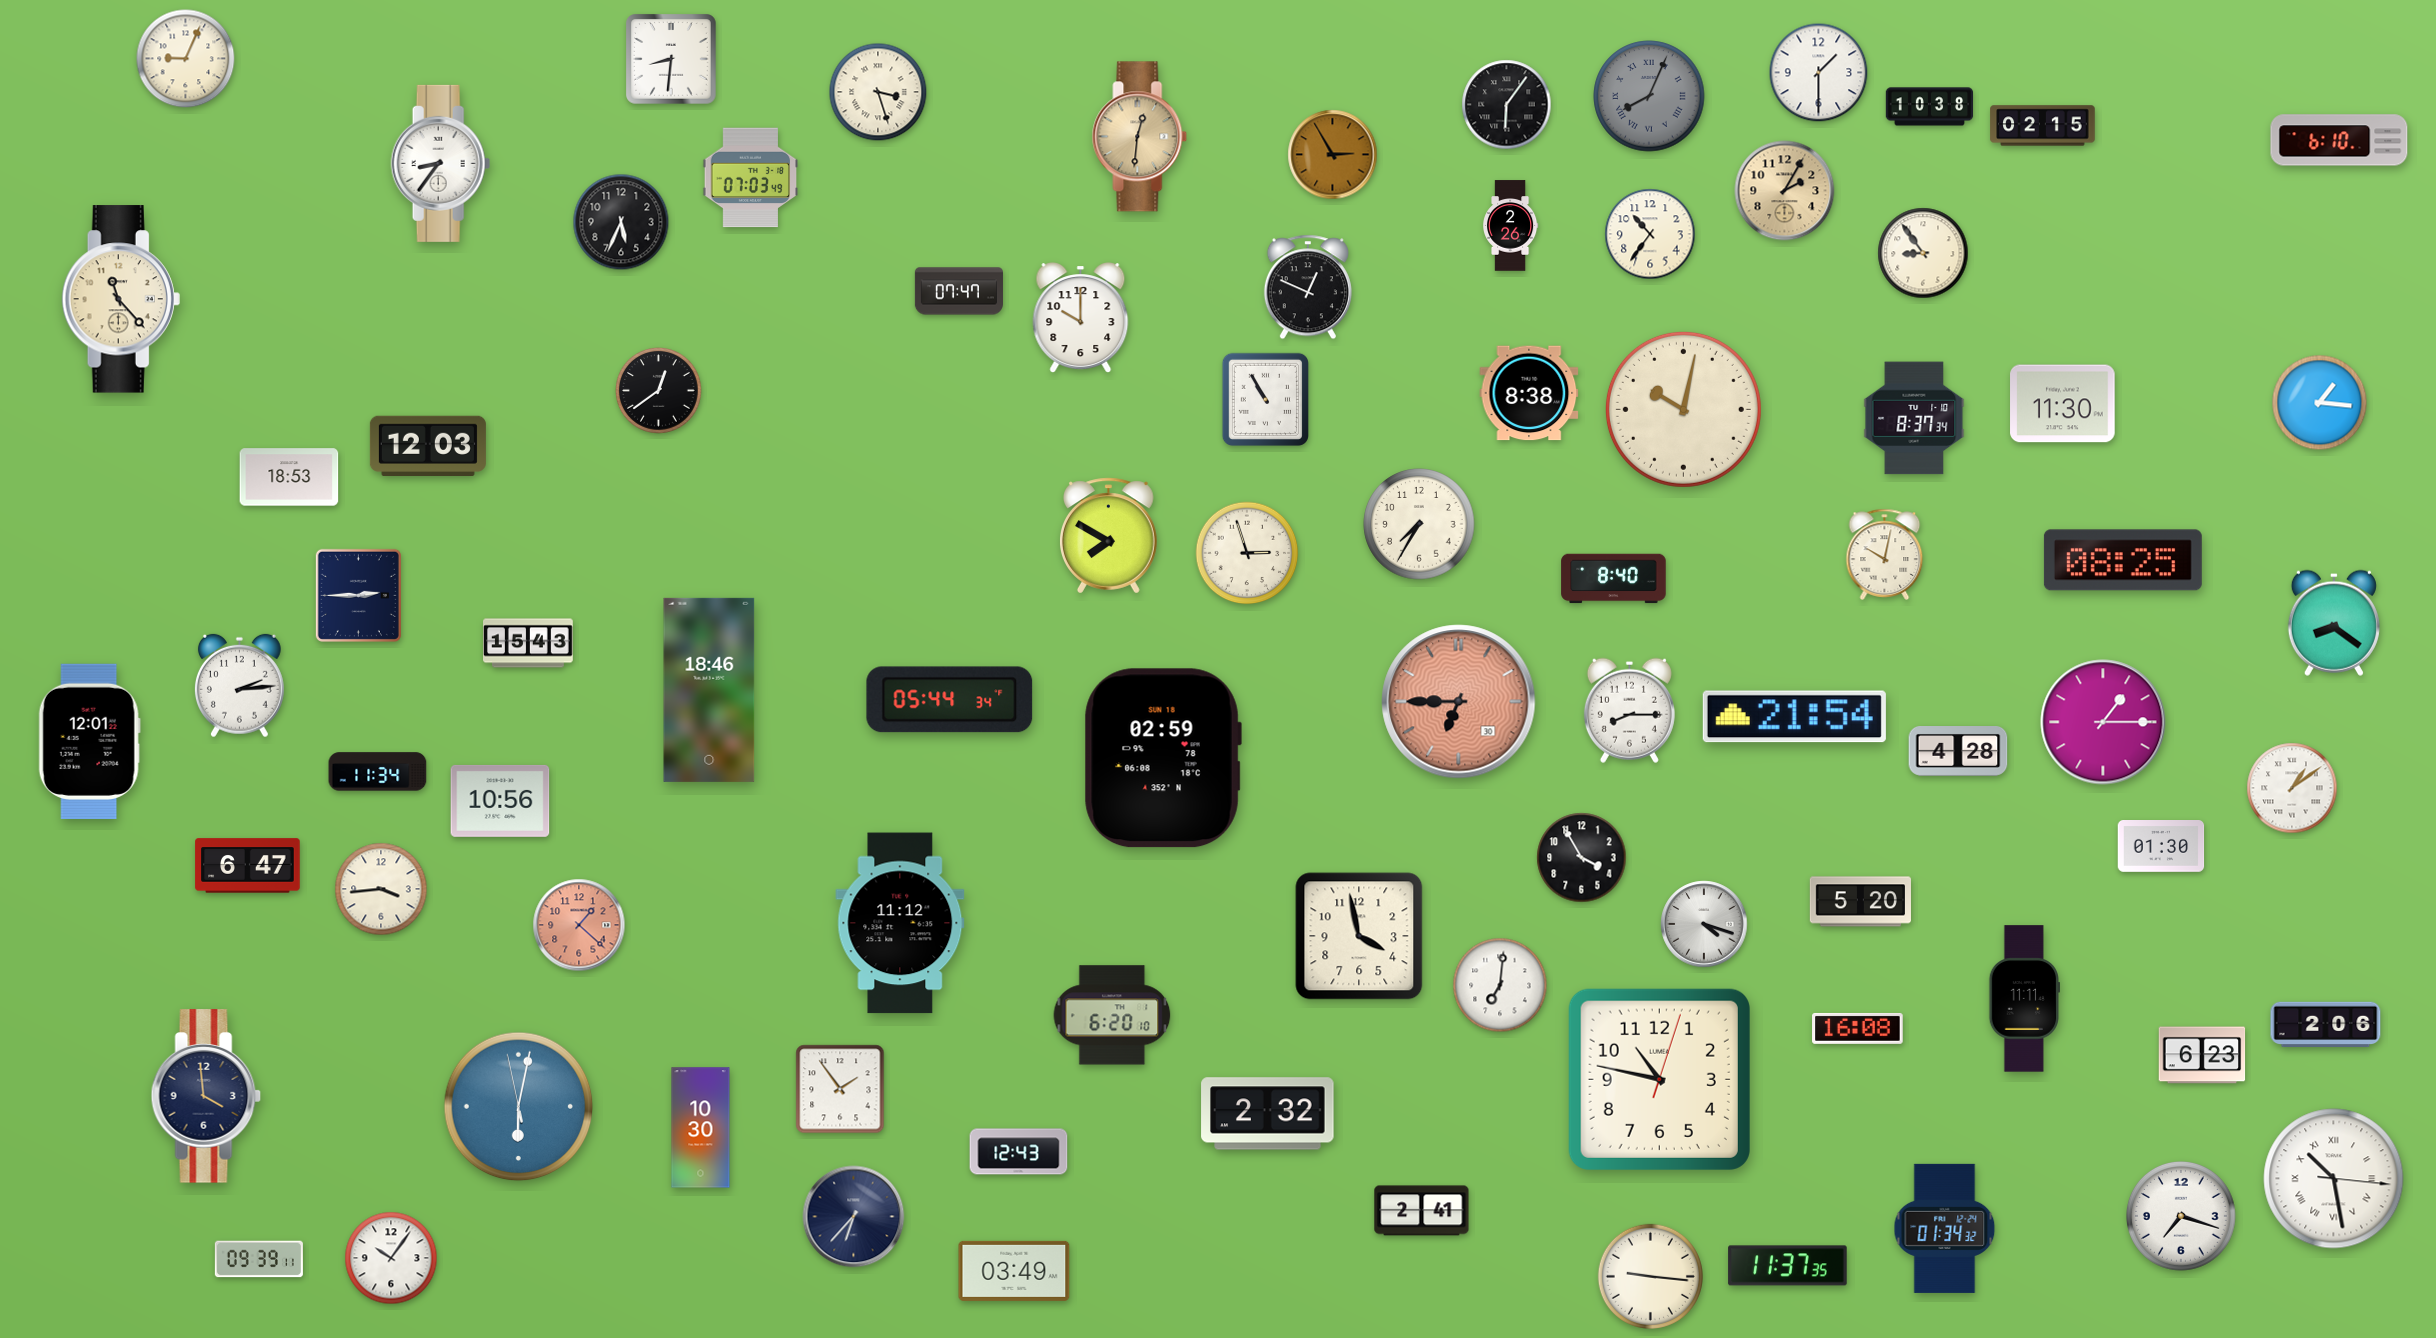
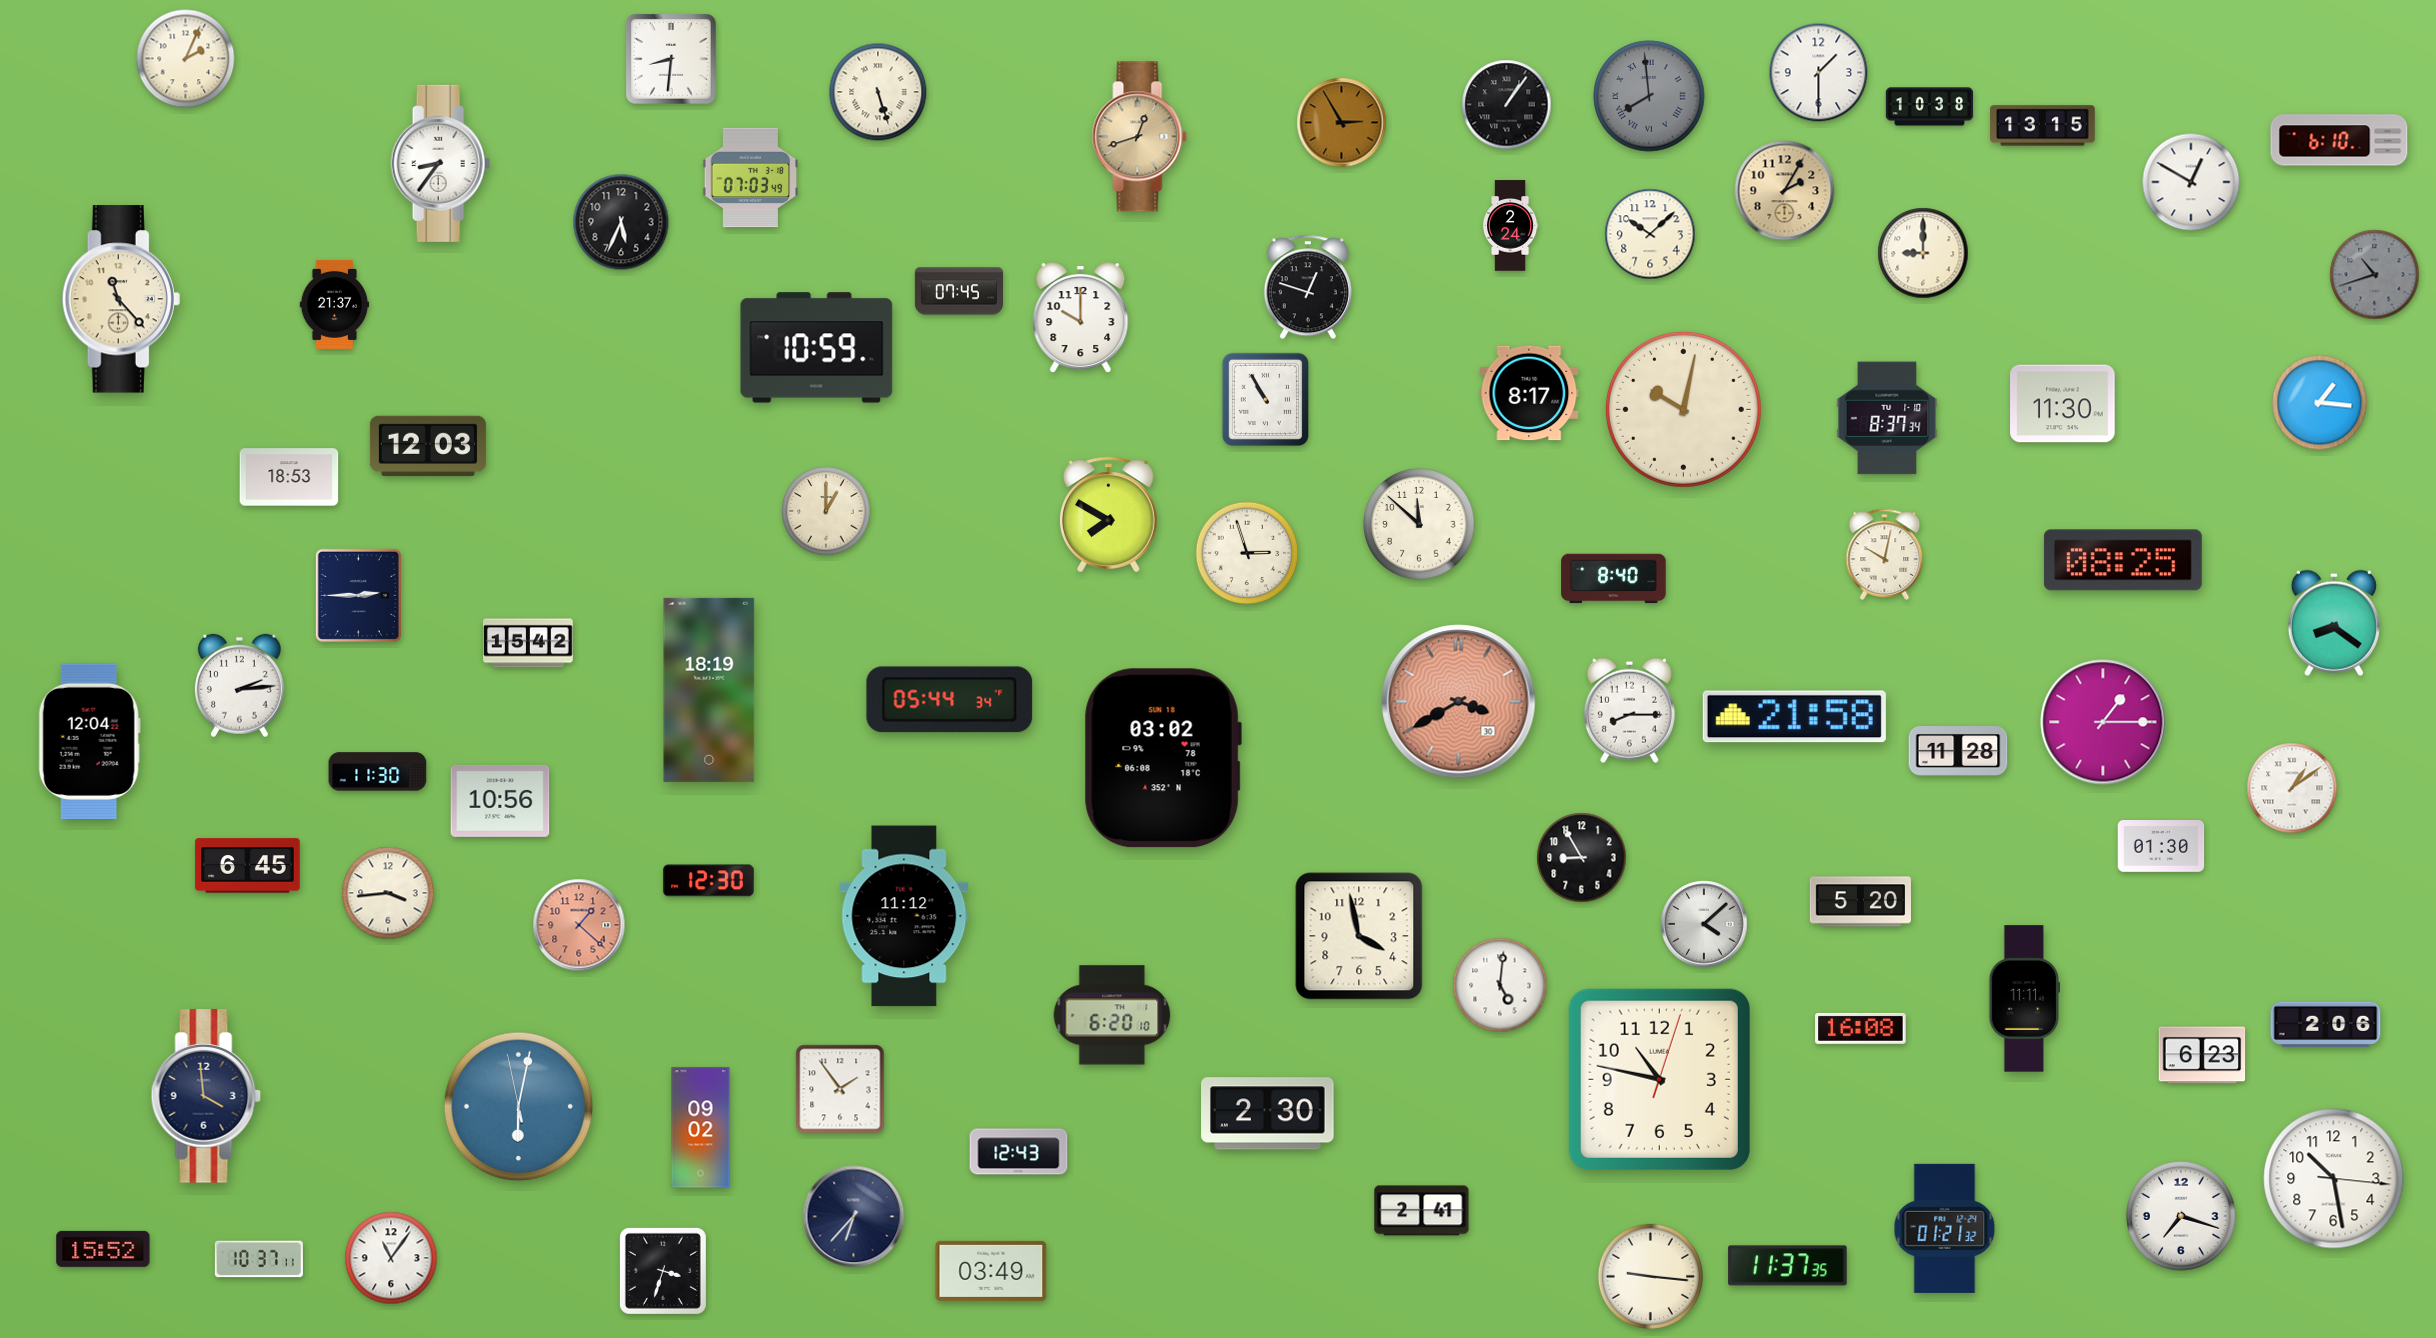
clock at (186, 59): 9:04 -> 2:04
clock at (878, 92): 3:27 -> 5:27
clock at (1649, 96): 8:04 -> 7:59
clock at (1507, 105): 6:06 -> 1:06
clock at (2043, 126): 02:15 -> 13:15
clock at (1140, 137): 12:31 -> 12:42
clock at (1333, 155) position: (1333, 155) -> (1342, 123)
clock at (2191, 182): none -> 12:50
clock at (1511, 226): 2:26 -> 2:24
clock at (1650, 234): 10:36 -> 10:08
clock at (1923, 253): 8:54 -> 9:00
clock at (2375, 275): none -> 10:42
clock at (1308, 287): 12:49 -> 12:48
clock at (959, 291): 07:47 -> 07:45
clock at (335, 304): none -> 21:37
clock at (817, 348): none -> 10:59
clock at (659, 391): 12:39 -> none
clock at (1529, 393): 8:38 -> 8:17
clock at (1914, 418) position: (1914, 418) -> (1887, 418)
clock at (826, 511): none -> 1:00
clock at (1419, 524): 7:35 -> 11:52
clock at (1109, 536) position: (1109, 536) -> (1109, 515)
clock at (529, 643): 15:43 -> 15:42
clock at (709, 690): 18:46 -> 18:19
clock at (1459, 702): 6:45 -> 3:40
clock at (1794, 717): 21:54 -> 21:58
clock at (89, 741): 12:01 -> 12:04
clock at (1958, 752): 4:28 -> 11:28
clock at (1163, 758): 02:59 -> 03:02
clock at (378, 772): 11:34 -> 11:30
clock at (1582, 858): 3:55 -> 8:55
clock at (248, 866): 6:47 -> 6:45
clock at (709, 881): none -> 12:30
clock at (381, 889) position: (381, 889) -> (388, 893)
clock at (900, 923) position: (900, 923) -> (904, 916)
clock at (1704, 924): 4:18 -> 4:08
clock at (1500, 985): 7:01 -> 5:01
clock at (1858, 1028) position: (1858, 1028) -> (1861, 1028)
clock at (1268, 1114): 2:32 -> 2:30
clock at (701, 1128): 10:30 -> 09:02
clock at (2334, 1179) numerals: Roman -> Arabic
clock at (1945, 1228): 01:34 -> 01:21
clock at (103, 1249): none -> 15:52
clock at (391, 1258): 10:06 -> 11:06
clock at (259, 1259): 09:39 -> 10:37
clock at (663, 1271): none -> 3:33
clock at (1014, 1271) position: (1014, 1271) -> (991, 1271)
